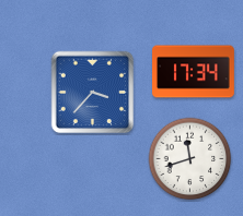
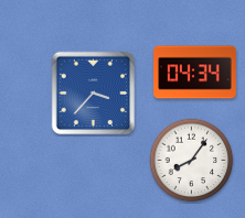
clock at (194, 72): 17:34 -> 04:34
clock at (190, 159): 11:42 -> 8:06
